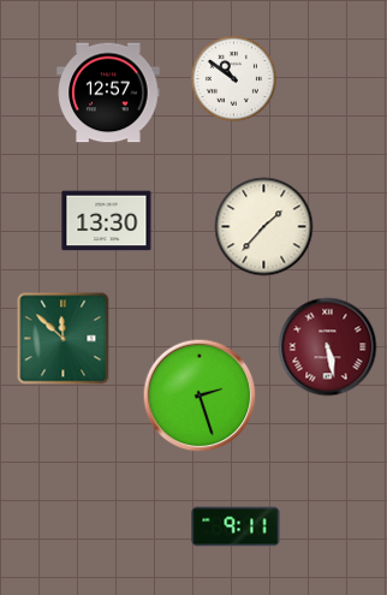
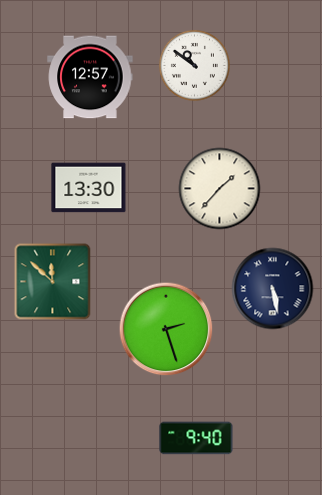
clock at (107, 221) position: (107, 221) -> (89, 188)
clock at (328, 347) dial: burgundy -> navy
clock at (236, 526): 9:11 -> 9:40
